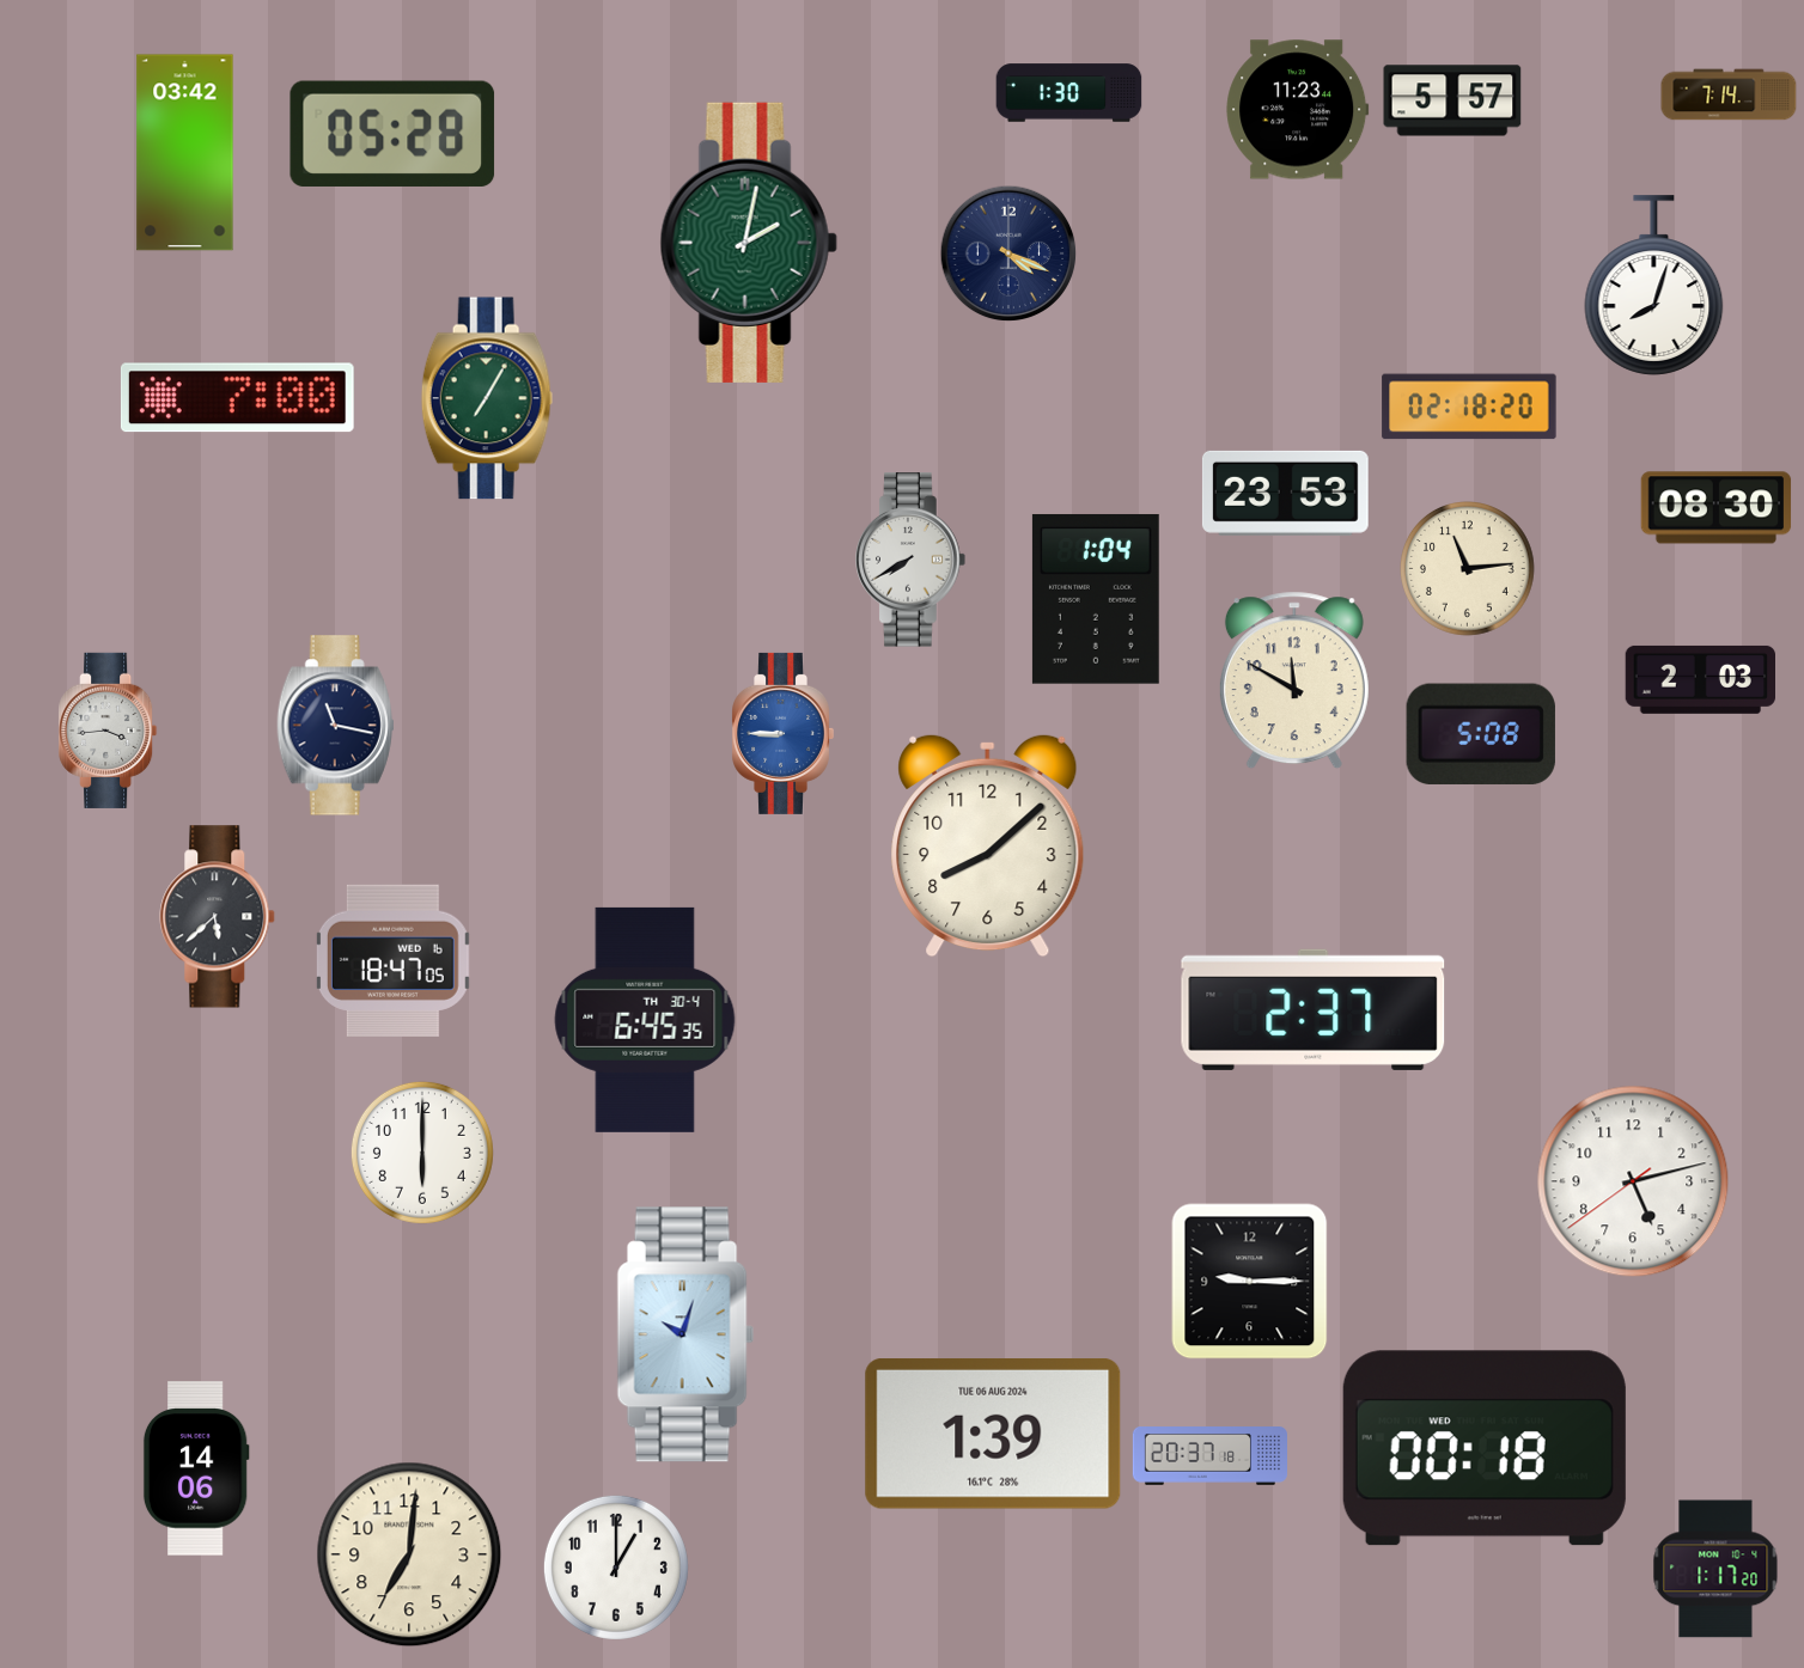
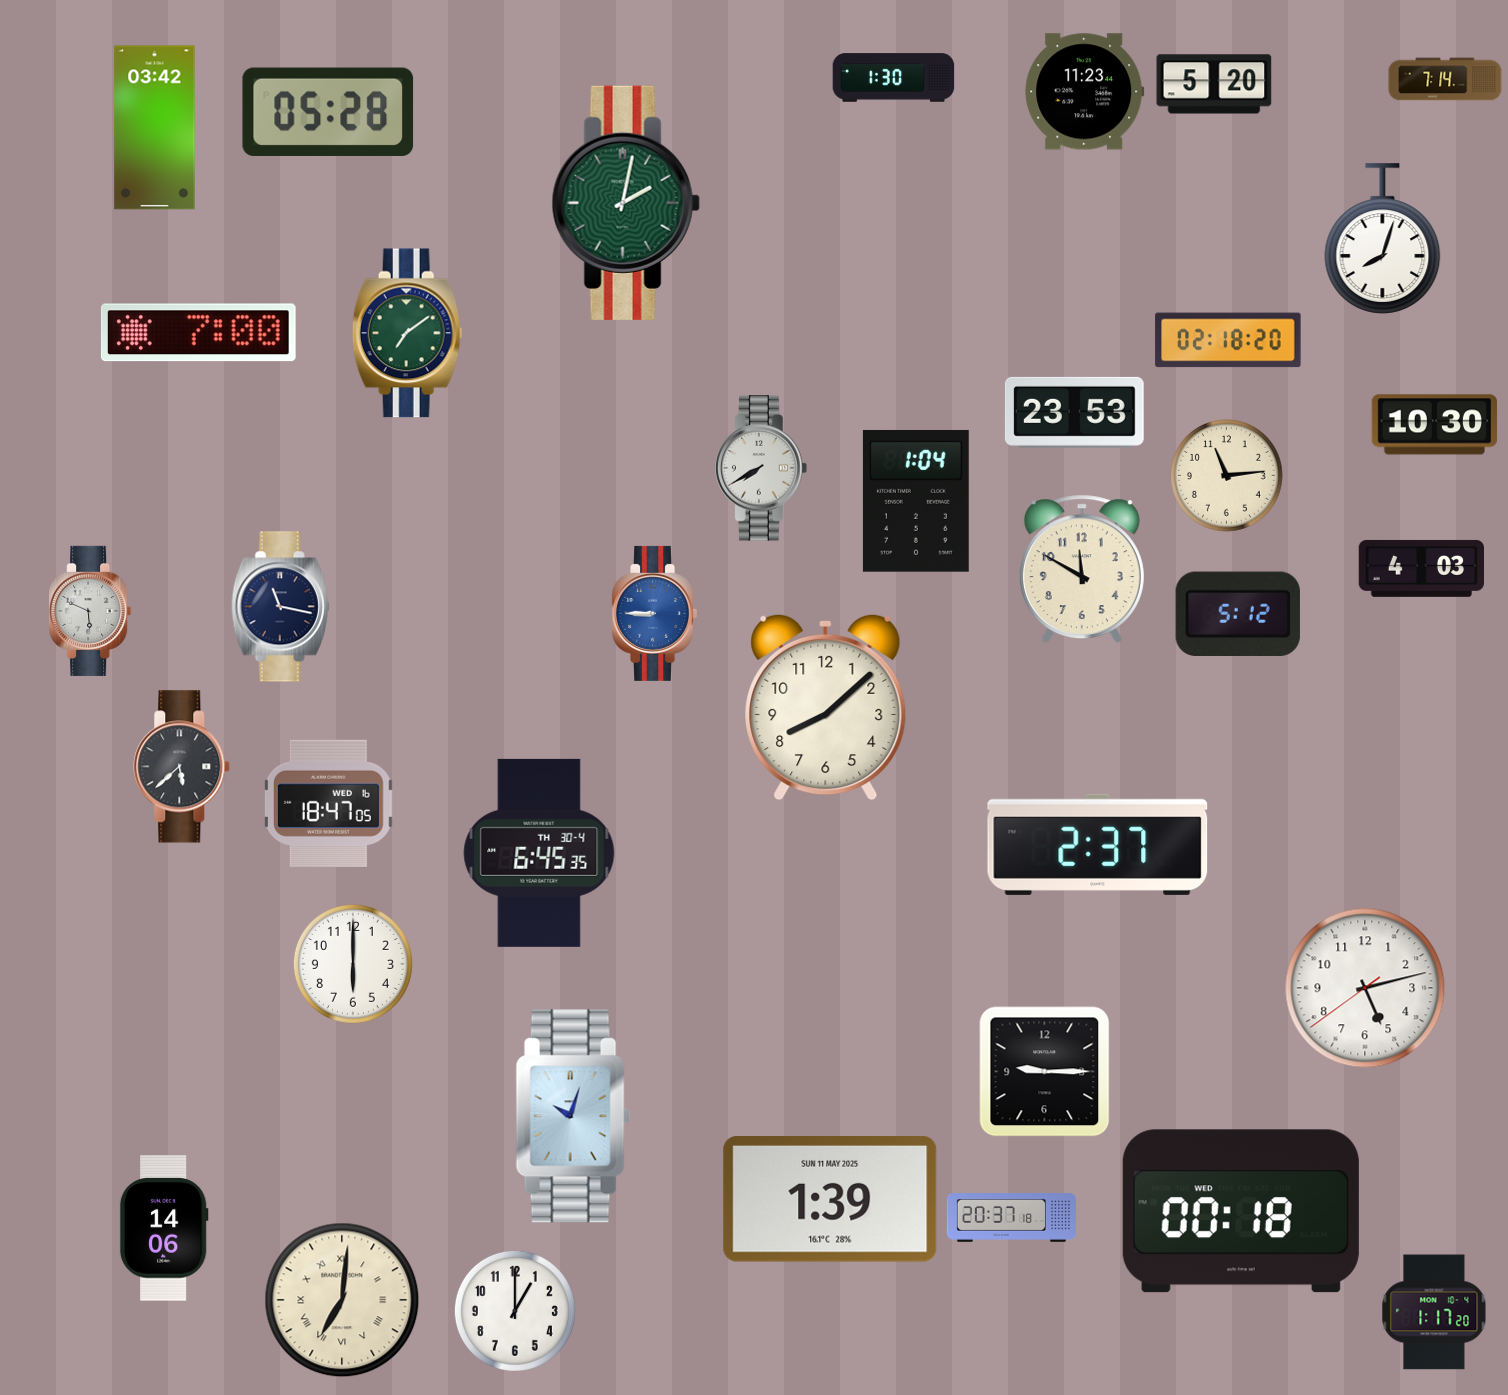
clock at (1452, 100): 5:57 -> 5:20
clock at (1008, 253): 4:19 -> none
clock at (487, 398): 7:05 -> 7:09
clock at (1717, 508): 08:30 -> 10:30
clock at (1700, 679): 2:03 -> 4:03
clock at (108, 731): 3:44 -> 5:49
clock at (1481, 734): 5:08 -> 5:12
clock at (993, 1435) date: TUE 06 AUG 2024 -> SUN 11 MAY 2025
clock at (409, 1554) numerals: Arabic -> Roman
